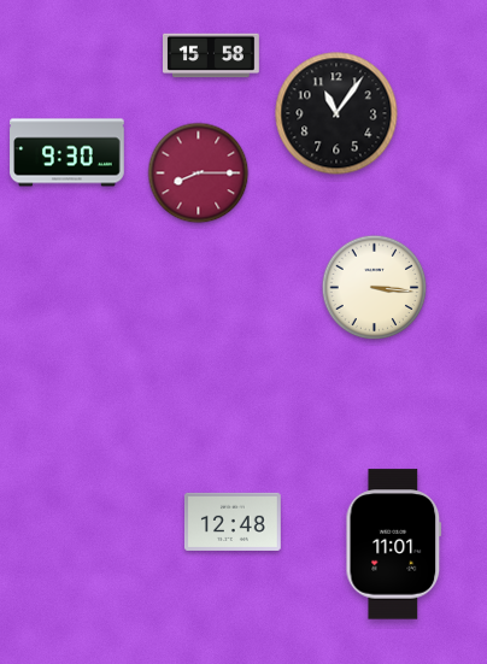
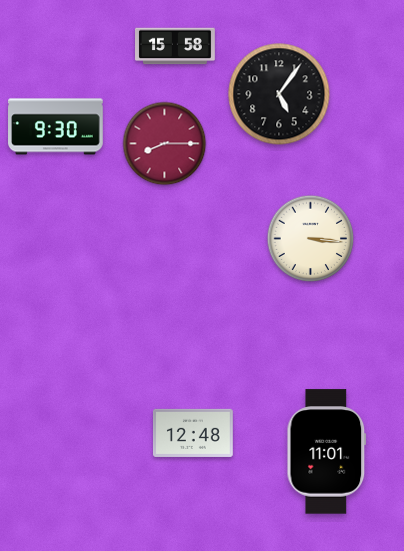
clock at (336, 113): 11:06 -> 5:06
